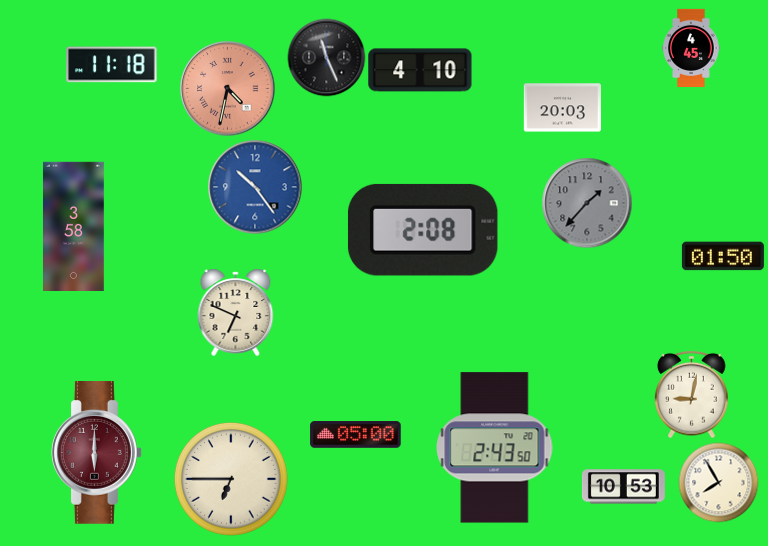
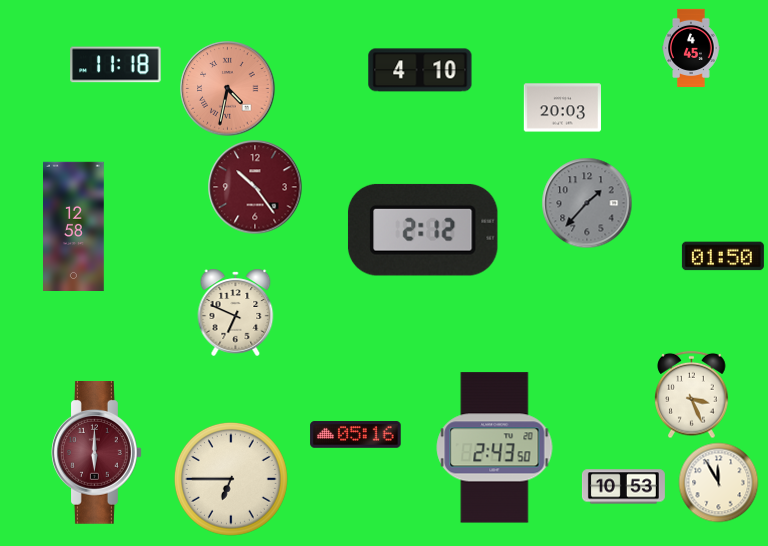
clock at (326, 57): 11:26 -> none
clock at (112, 65) position: (112, 65) -> (116, 65)
clock at (255, 187) dial: blue -> burgundy
clock at (74, 227): 3:58 -> 12:58
clock at (423, 230): 2:08 -> 2:12
clock at (692, 394): 9:02 -> 3:26
clock at (356, 435): 05:00 -> 05:16
clock at (718, 482): 7:55 -> 11:55
